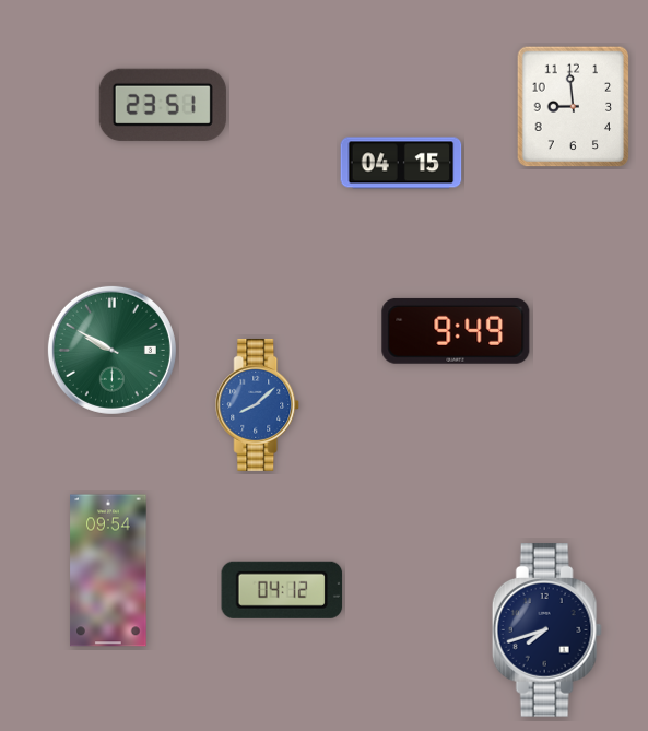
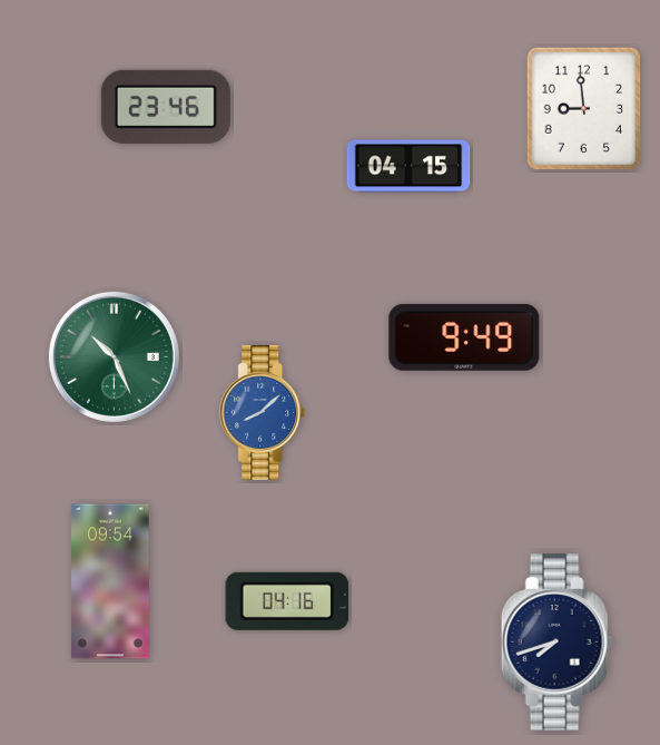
clock at (163, 105): 23:51 -> 23:46
clock at (111, 350): 9:50 -> 10:26
clock at (282, 590): 04:12 -> 04:16
